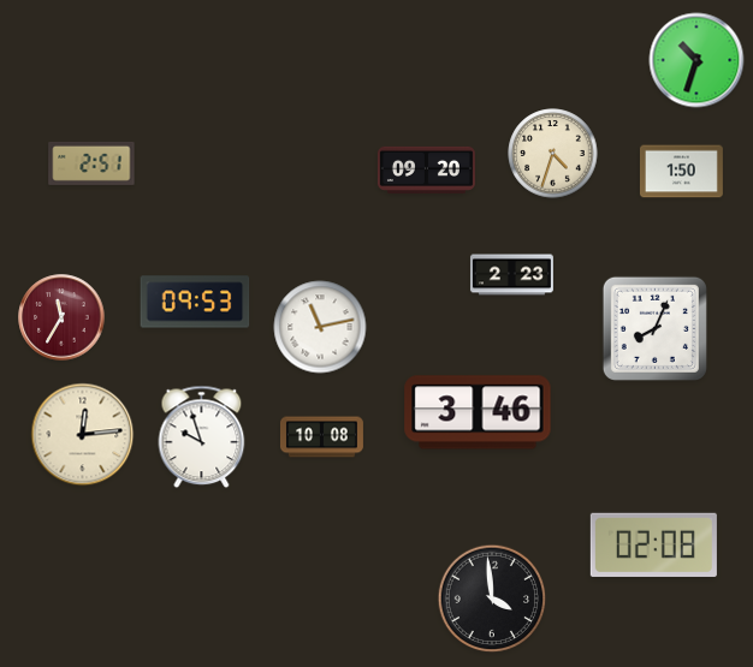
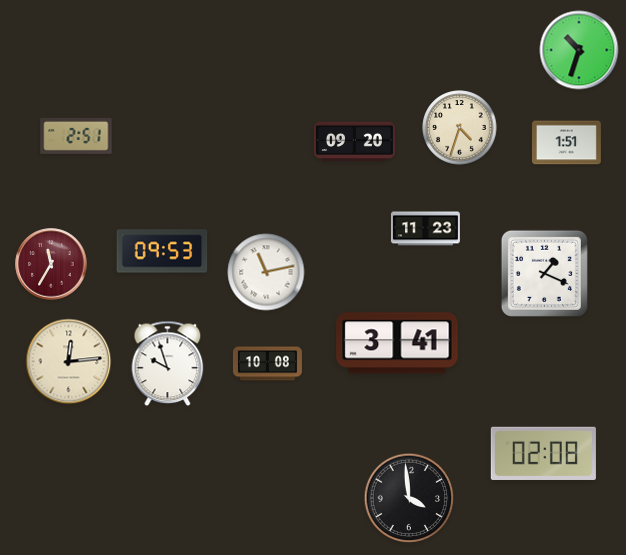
clock at (681, 172): 1:50 -> 1:51
clock at (511, 275): 2:23 -> 11:23
clock at (654, 328): 8:04 -> 1:19
clock at (478, 412): 3:46 -> 3:41
